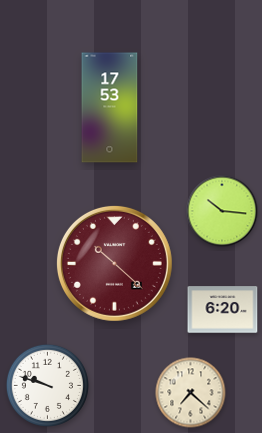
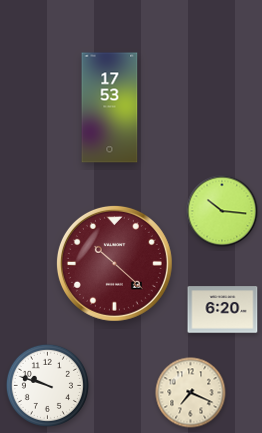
clock at (191, 393): 7:22 -> 7:19
